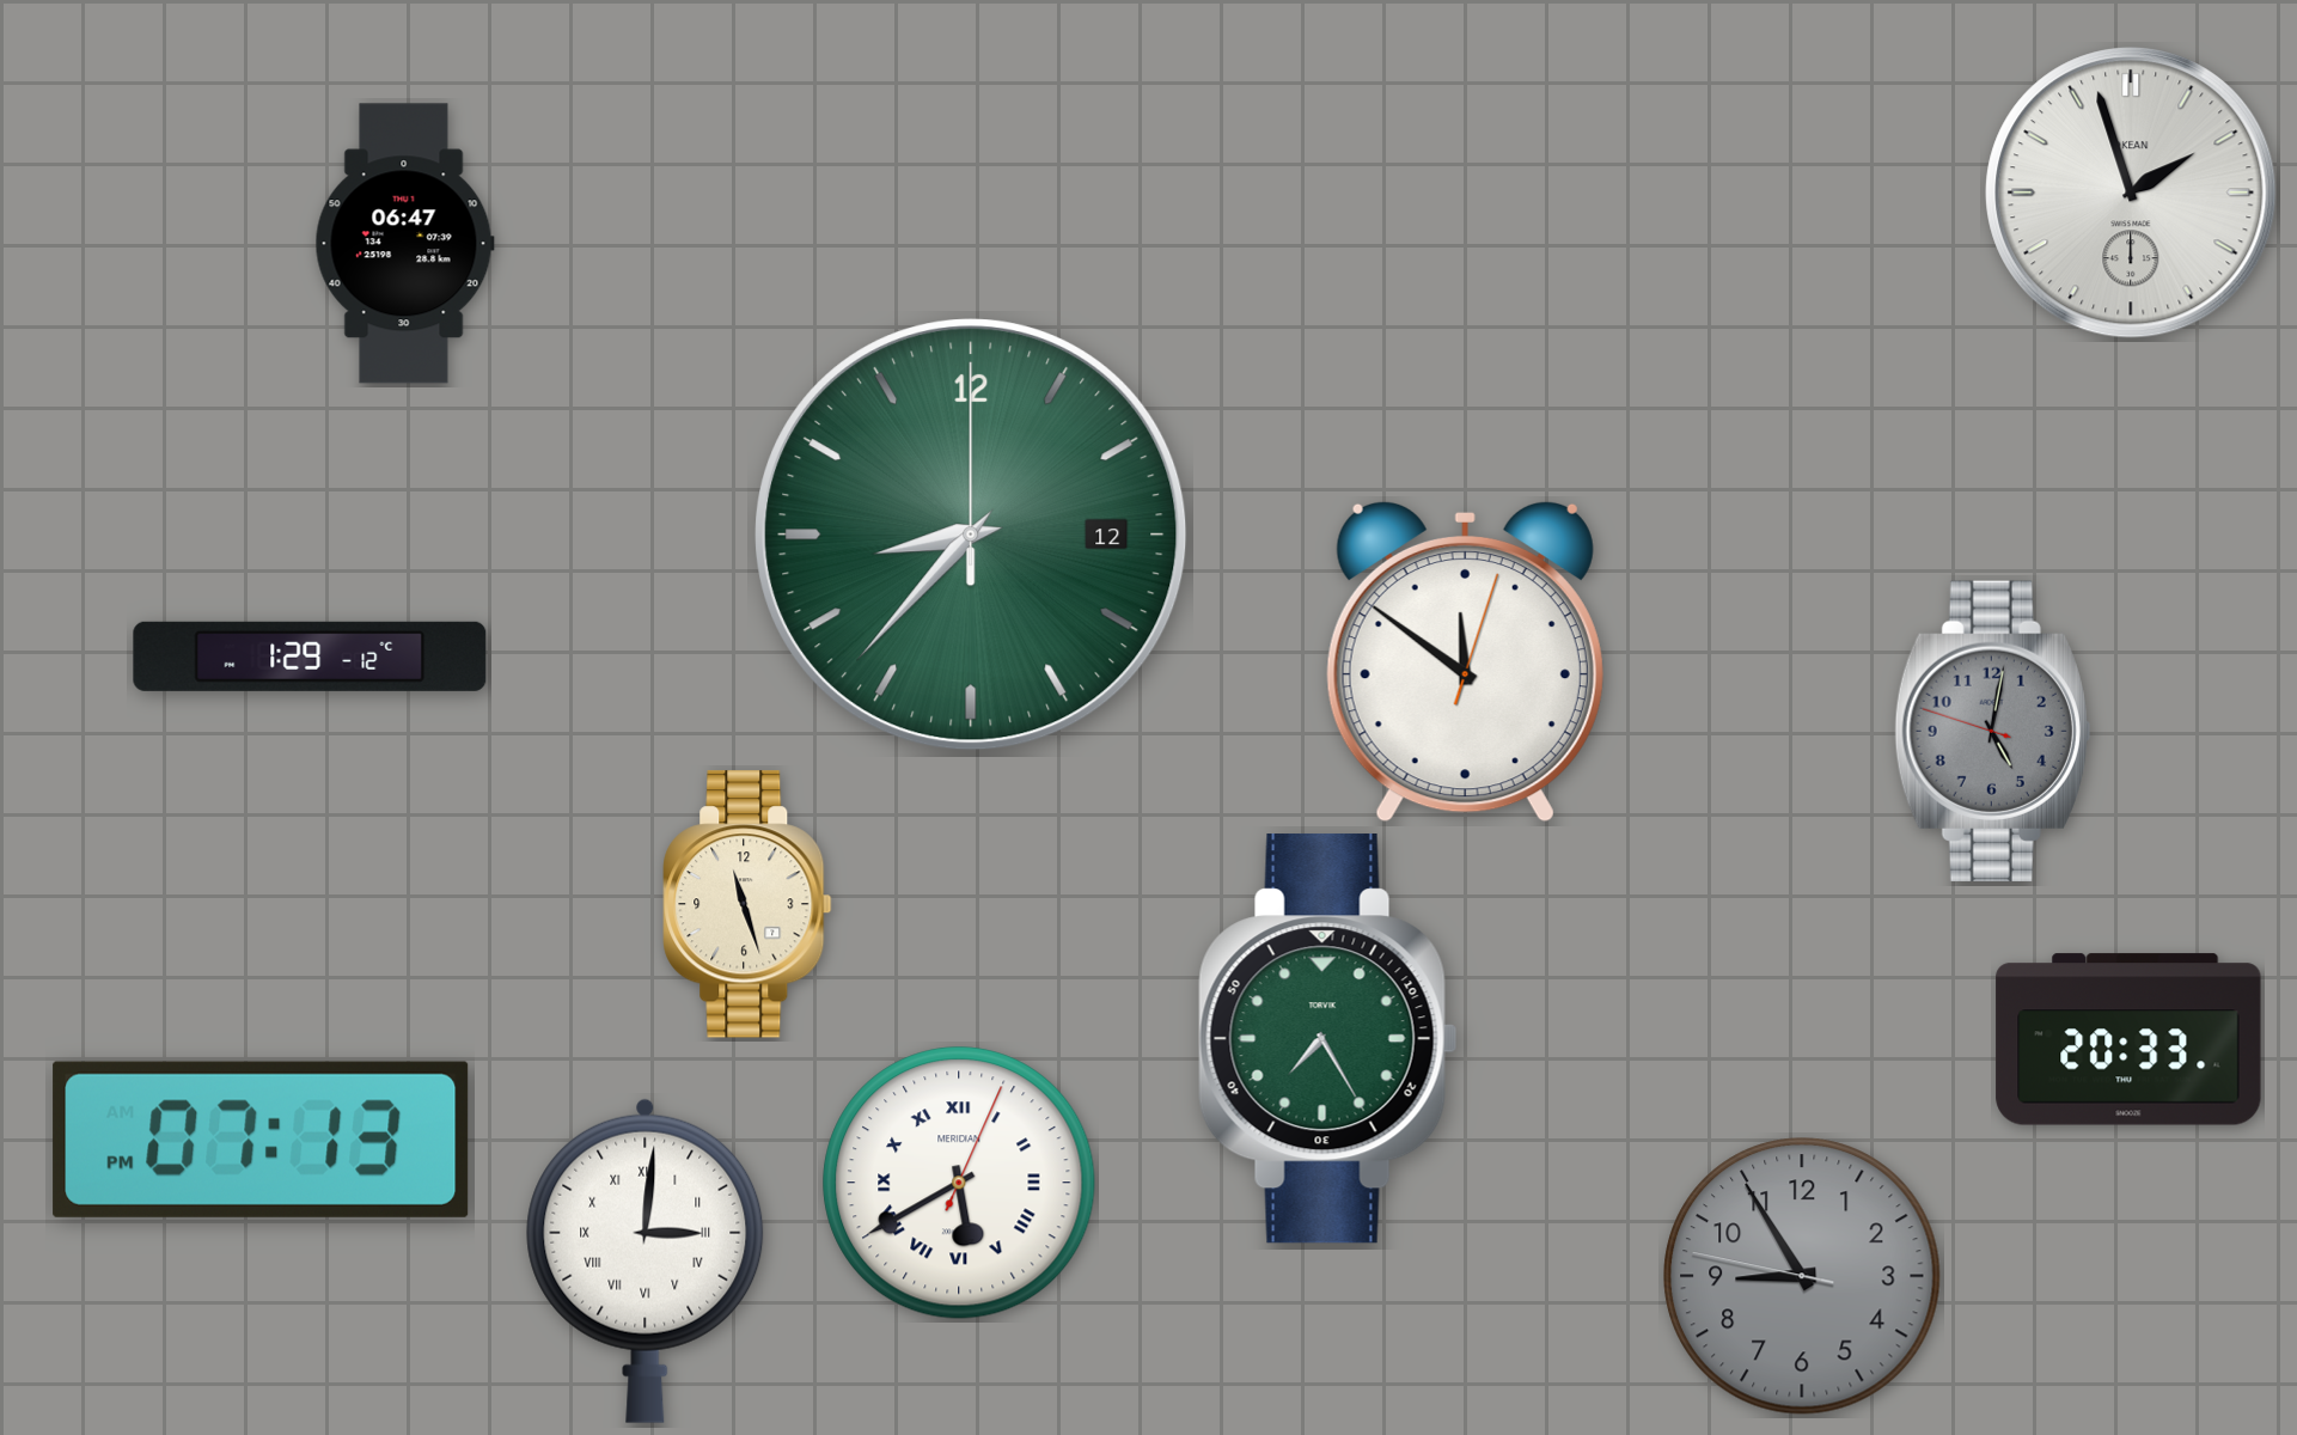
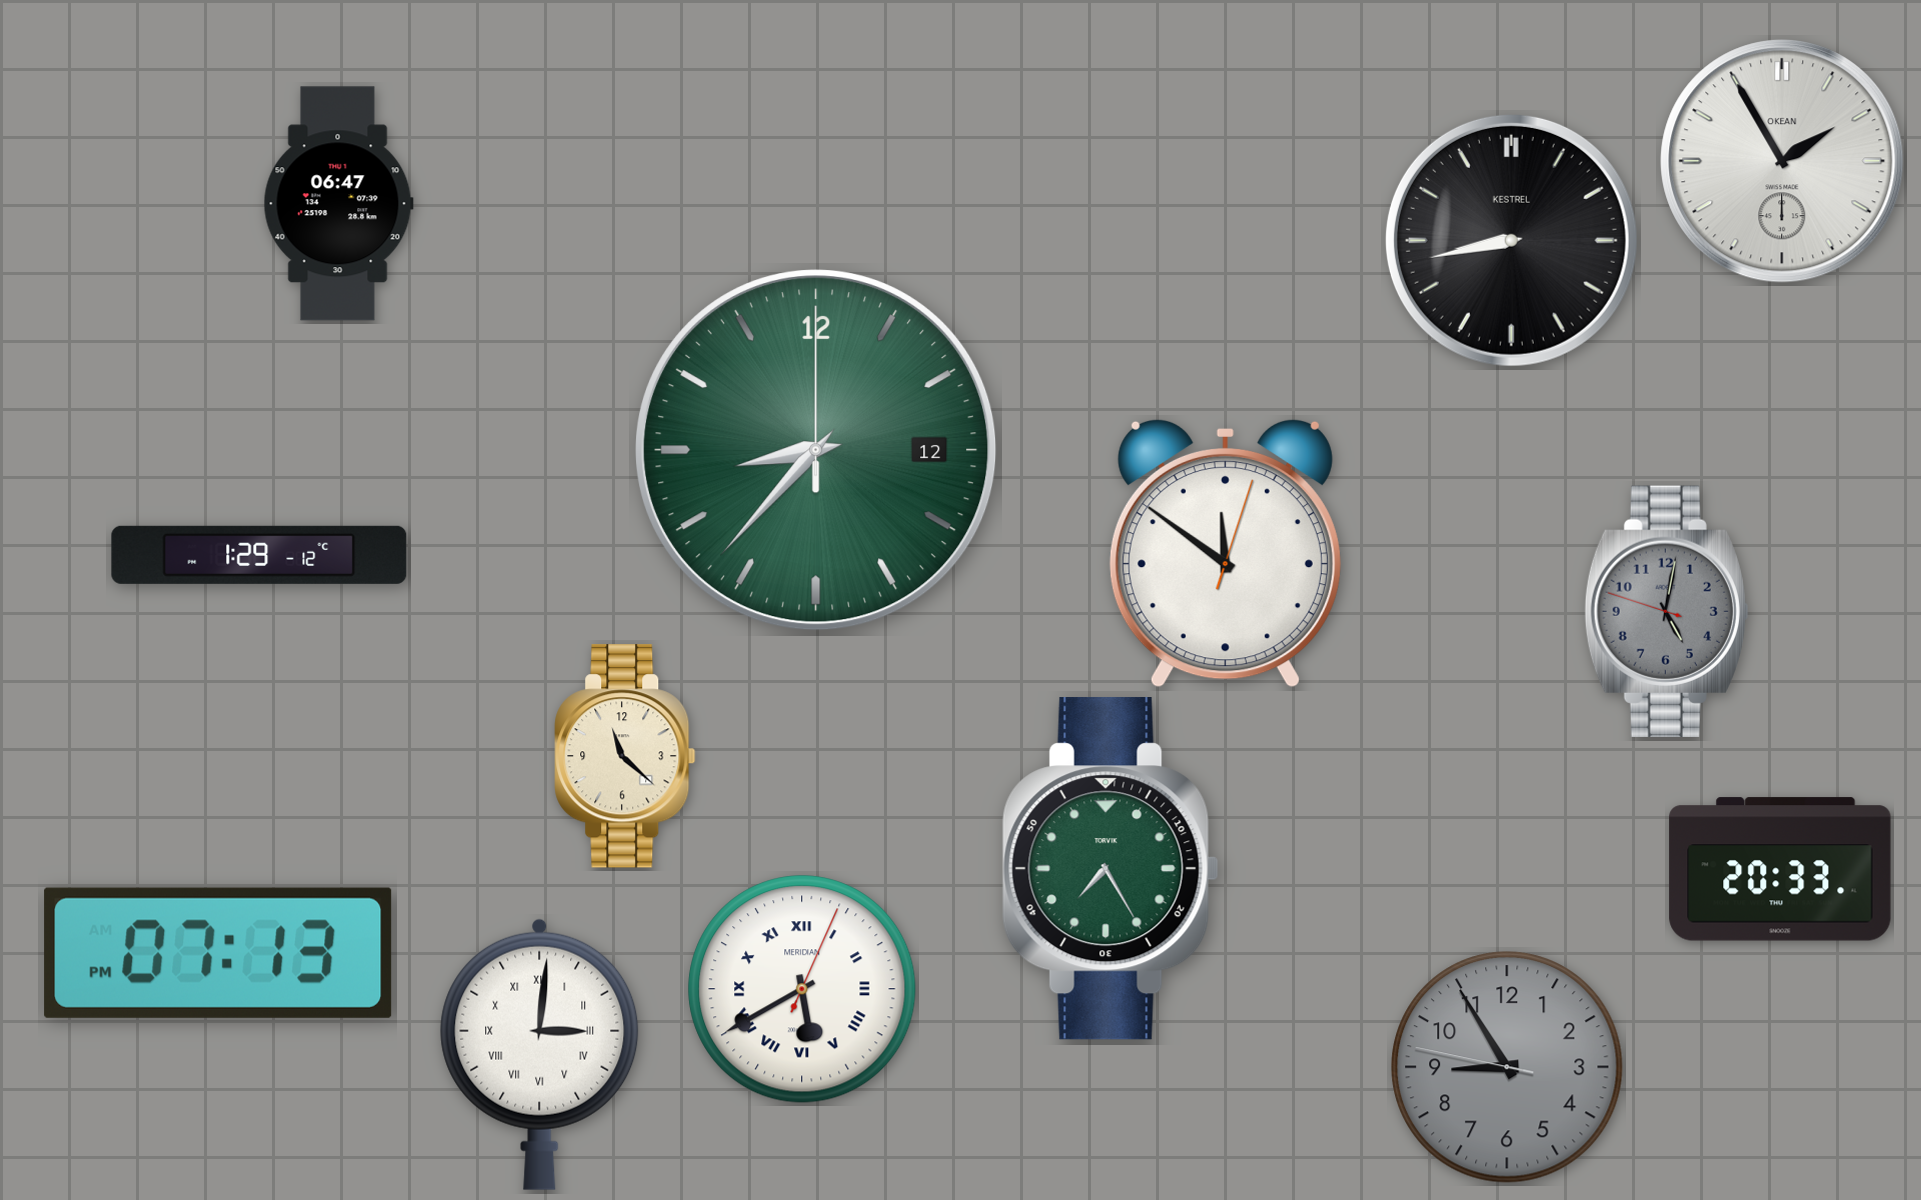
clock at (2131, 193): 1:57 -> 1:55
clock at (1511, 240): none -> 8:43
clock at (971, 535) position: (971, 535) -> (816, 450)
clock at (310, 657) position: (310, 657) -> (259, 555)
clock at (747, 904): 11:27 -> 11:22
